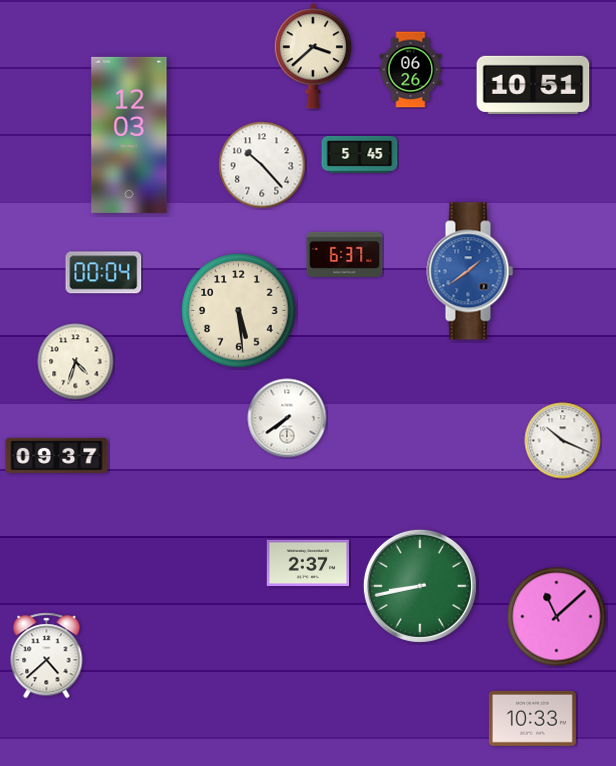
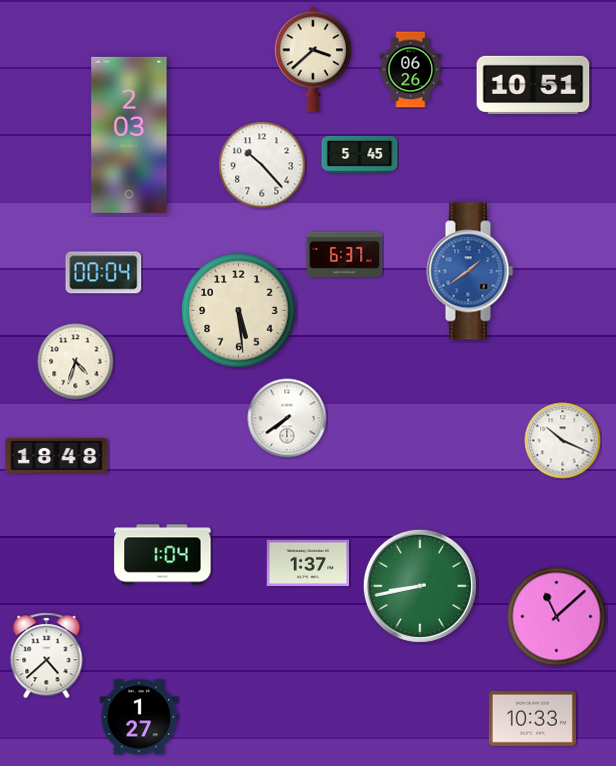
clock at (313, 56) position: (313, 56) -> (313, 59)
clock at (129, 135): 12:03 -> 2:03
clock at (57, 455): 09:37 -> 18:48
clock at (163, 555): none -> 1:04
clock at (308, 563): 2:37 -> 1:37
clock at (139, 717): none -> 1:27
